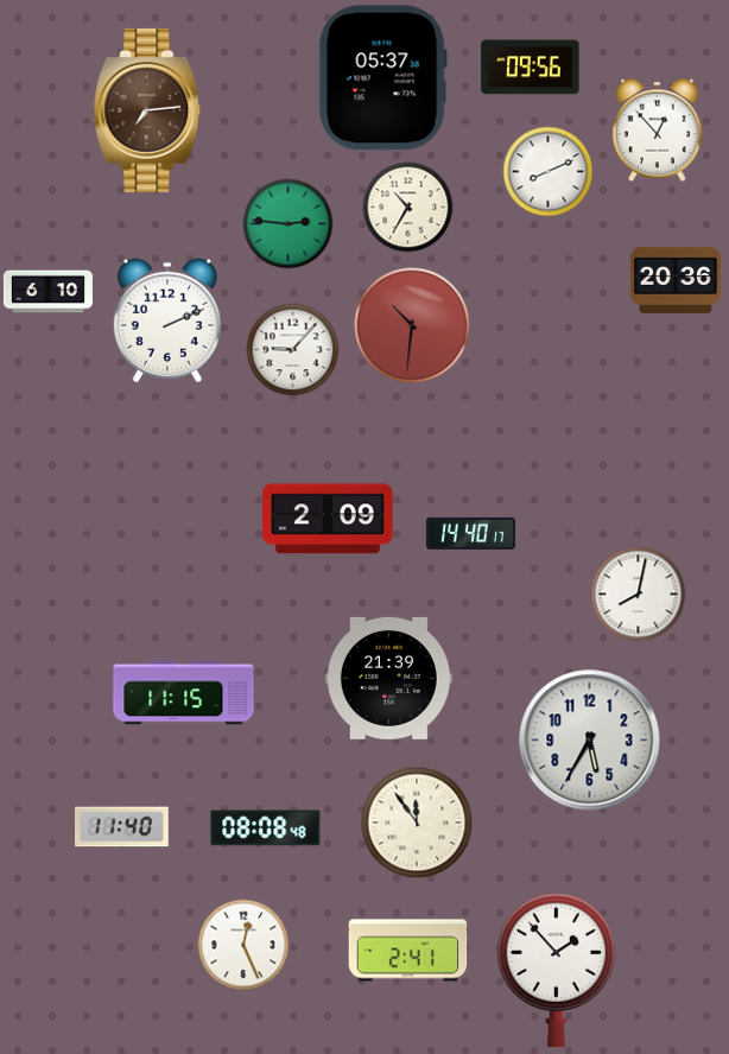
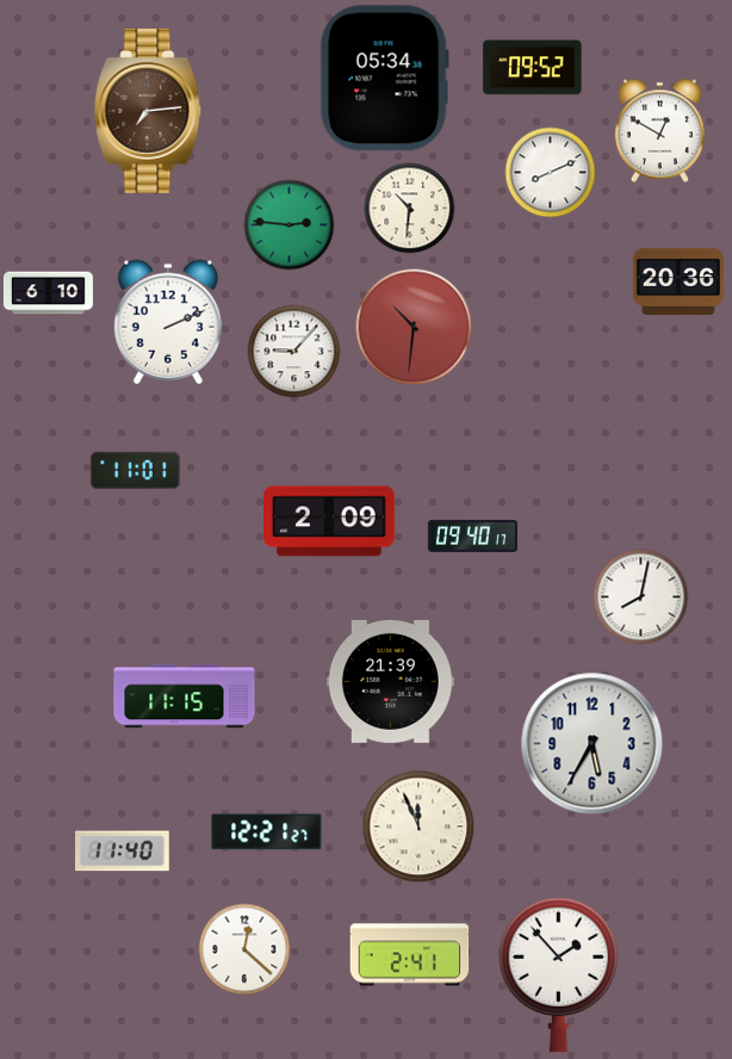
clock at (531, 68): 09:56 -> 09:52
clock at (382, 78): 05:37 -> 05:34
clock at (657, 131): 12:53 -> 12:50
clock at (408, 208): 10:35 -> 10:31
clock at (135, 470): none -> 11:01
clock at (470, 533): 14:40 -> 09:40
clock at (417, 823): 11:54 -> 11:56
clock at (122, 827) position: (122, 827) -> (123, 851)
clock at (266, 828): 08:08 -> 12:21
clock at (243, 945): 12:26 -> 12:22
